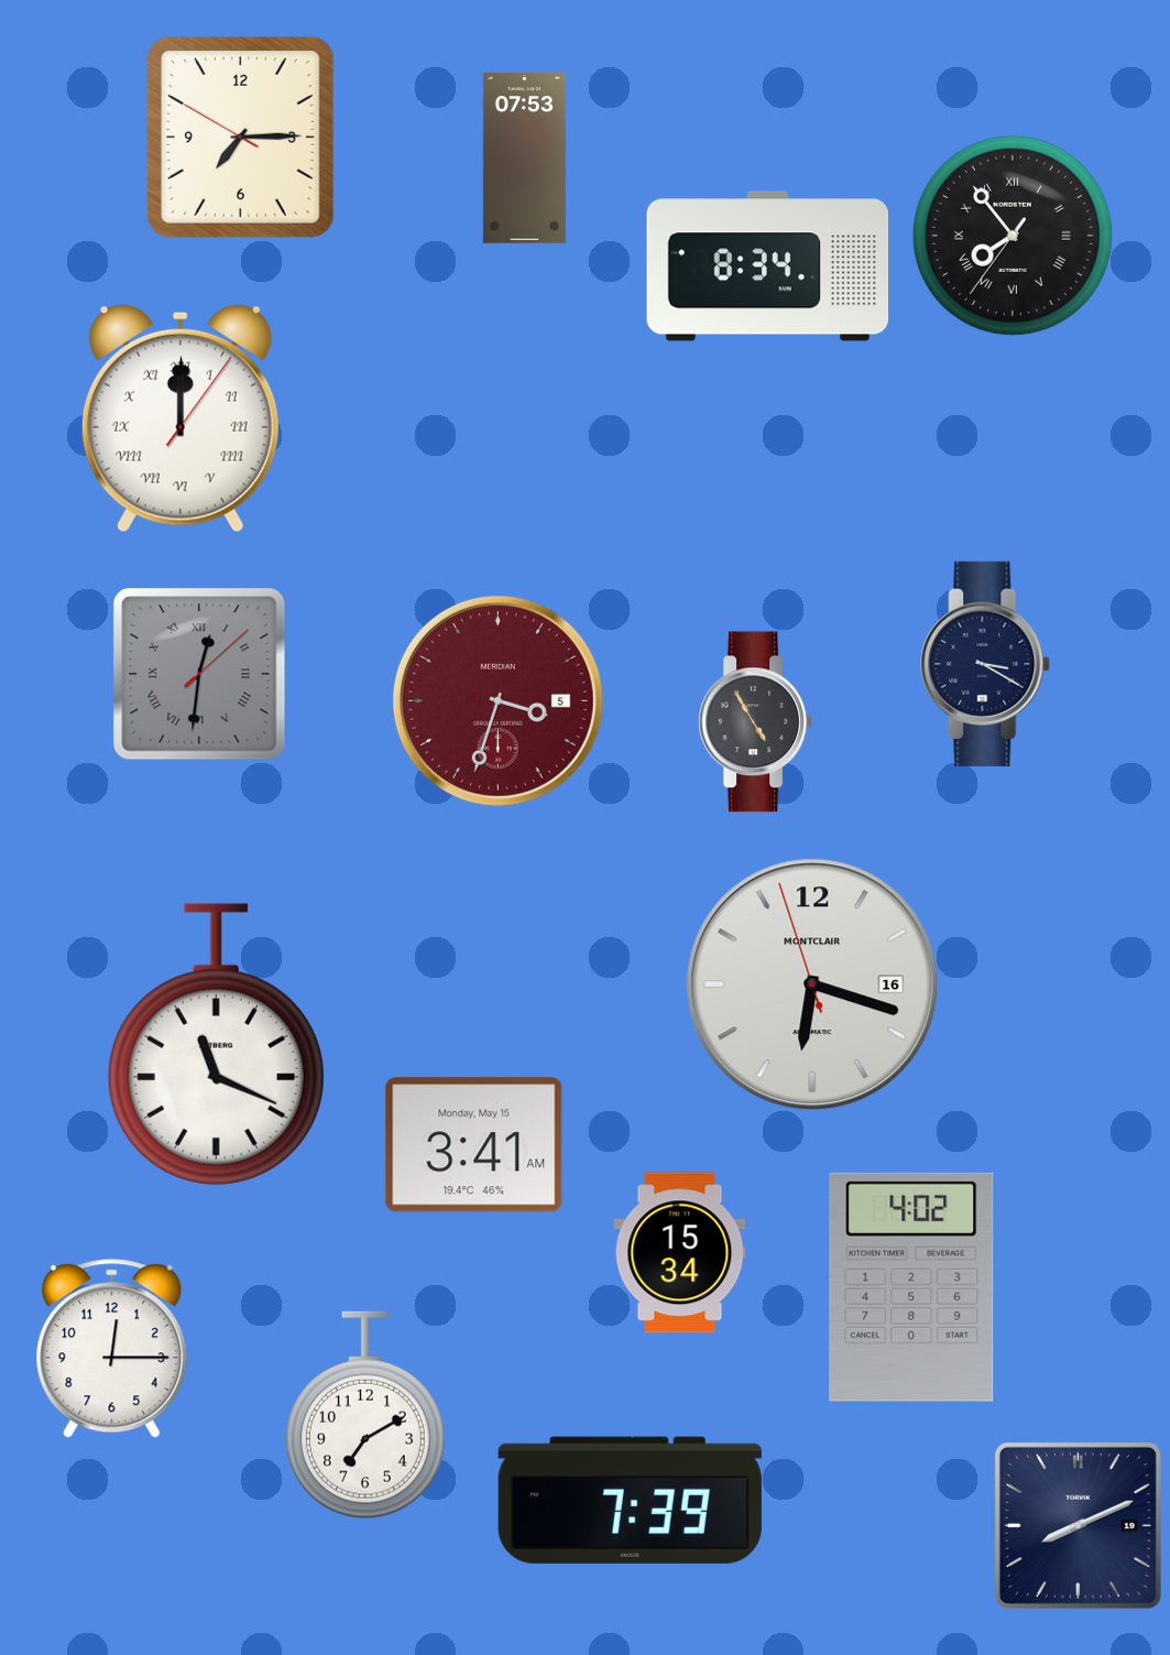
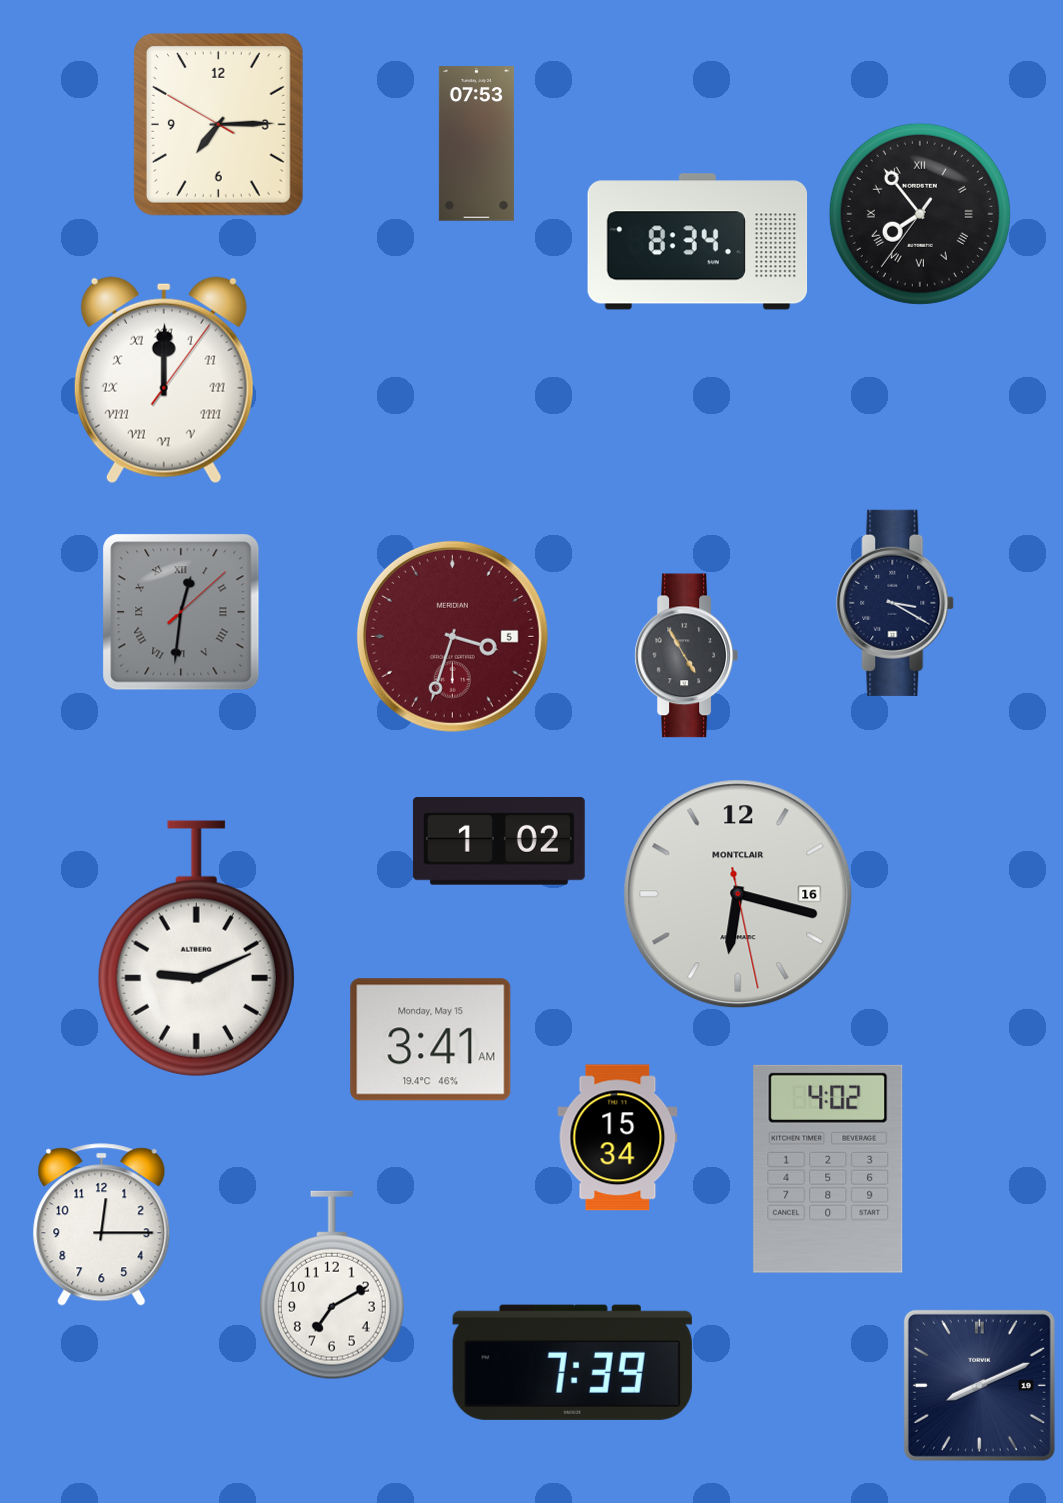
clock at (499, 842): none -> 1:02
clock at (812, 984): 6:17:57 -> 6:17:28
clock at (216, 1045): 11:19 -> 9:11
